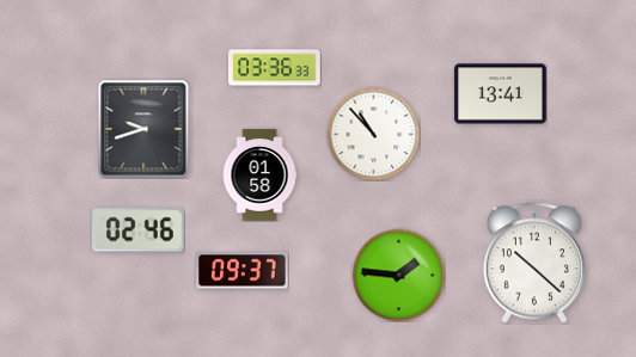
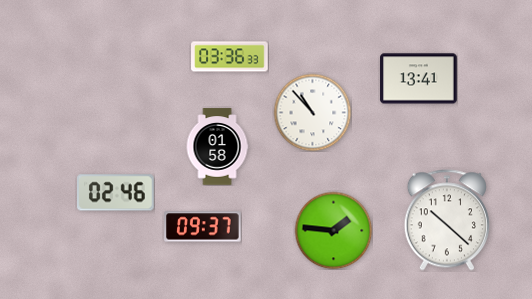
clock at (143, 129): 9:42 -> none
